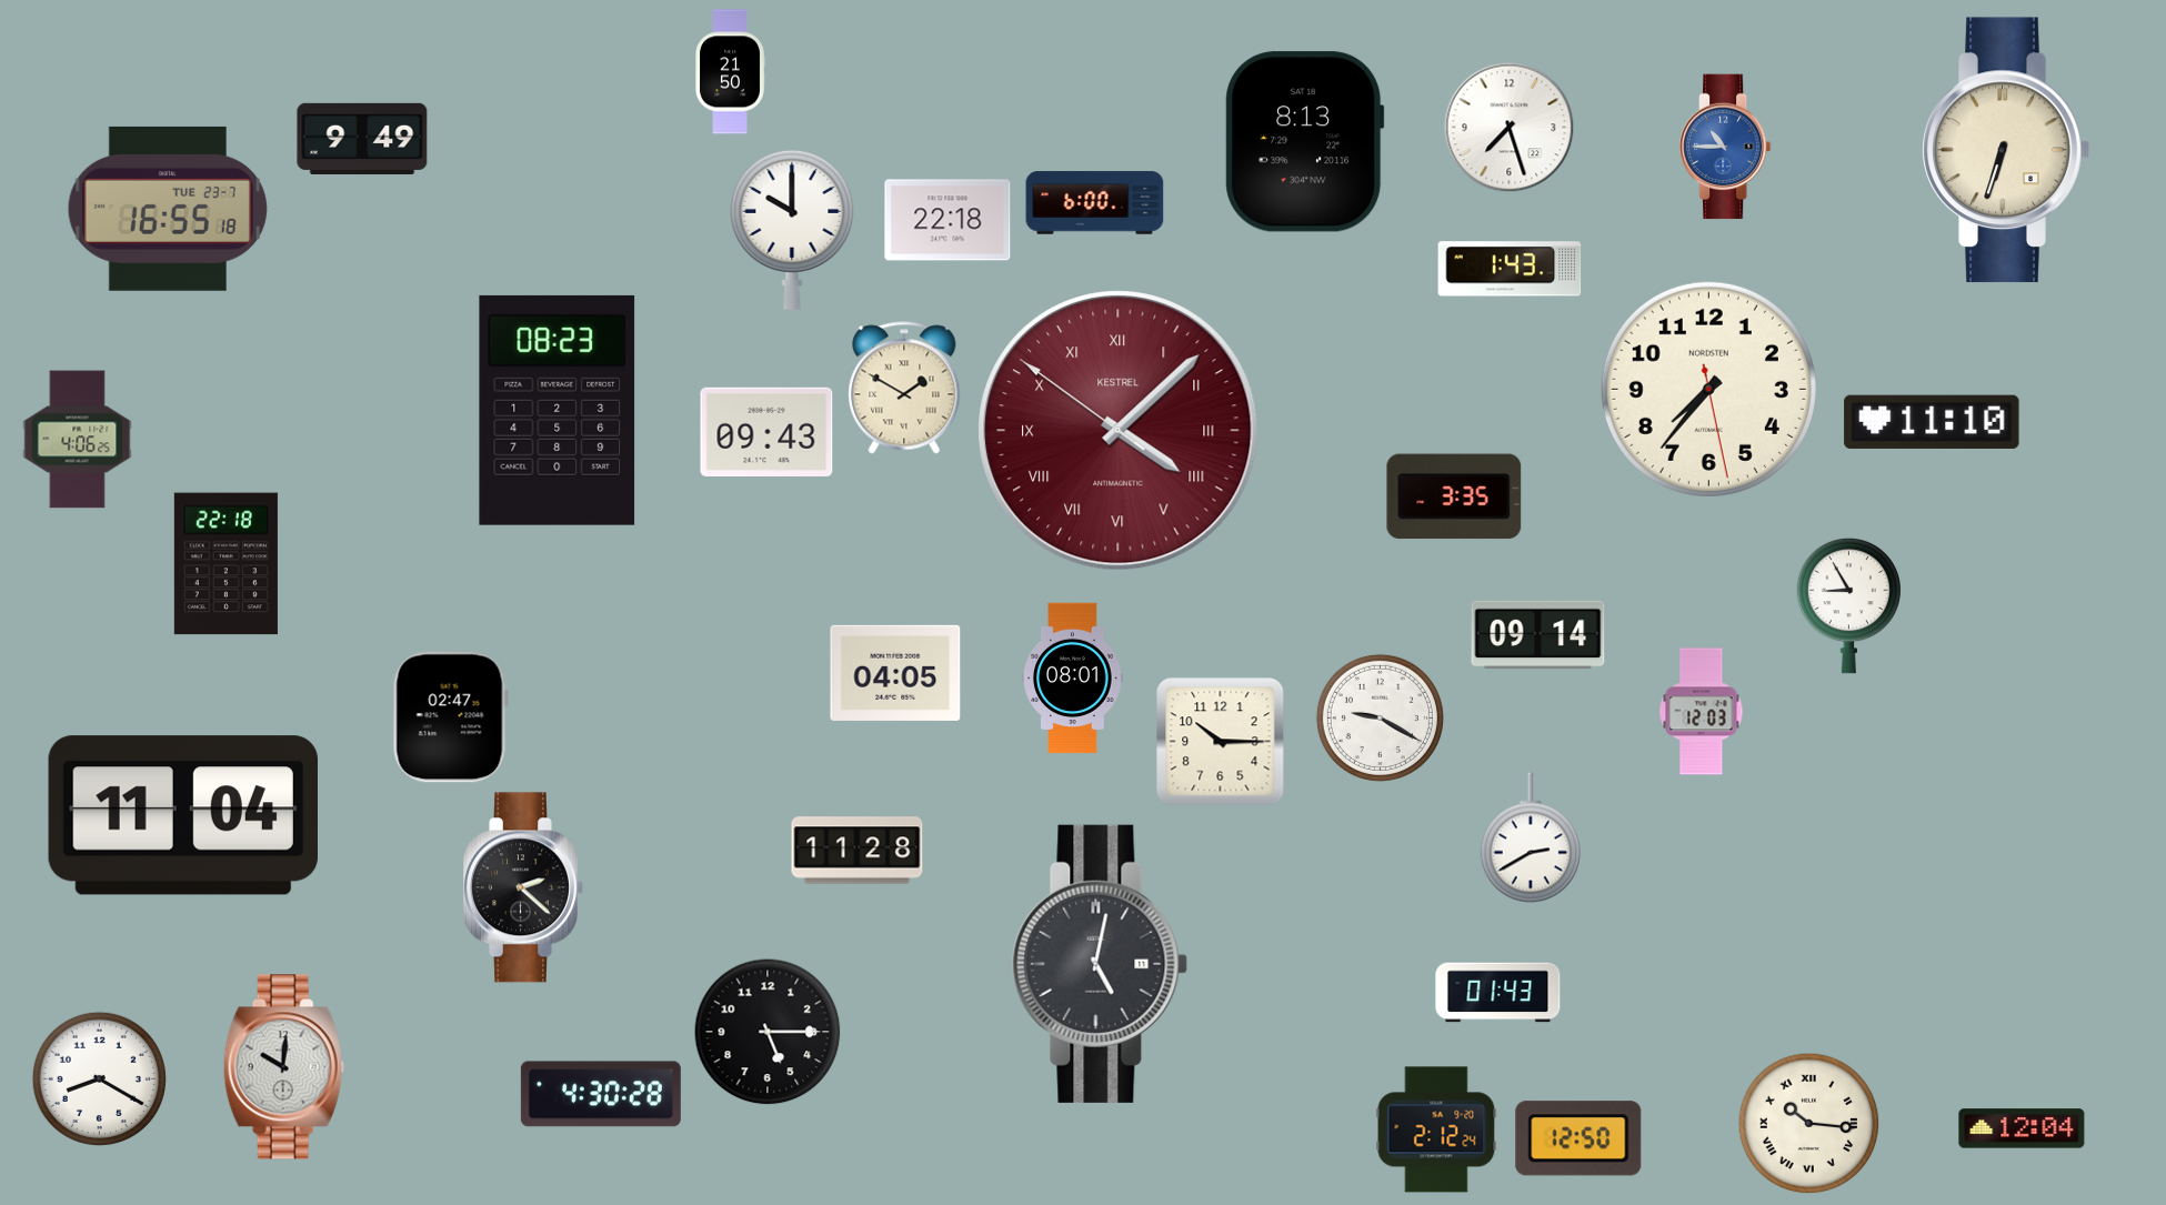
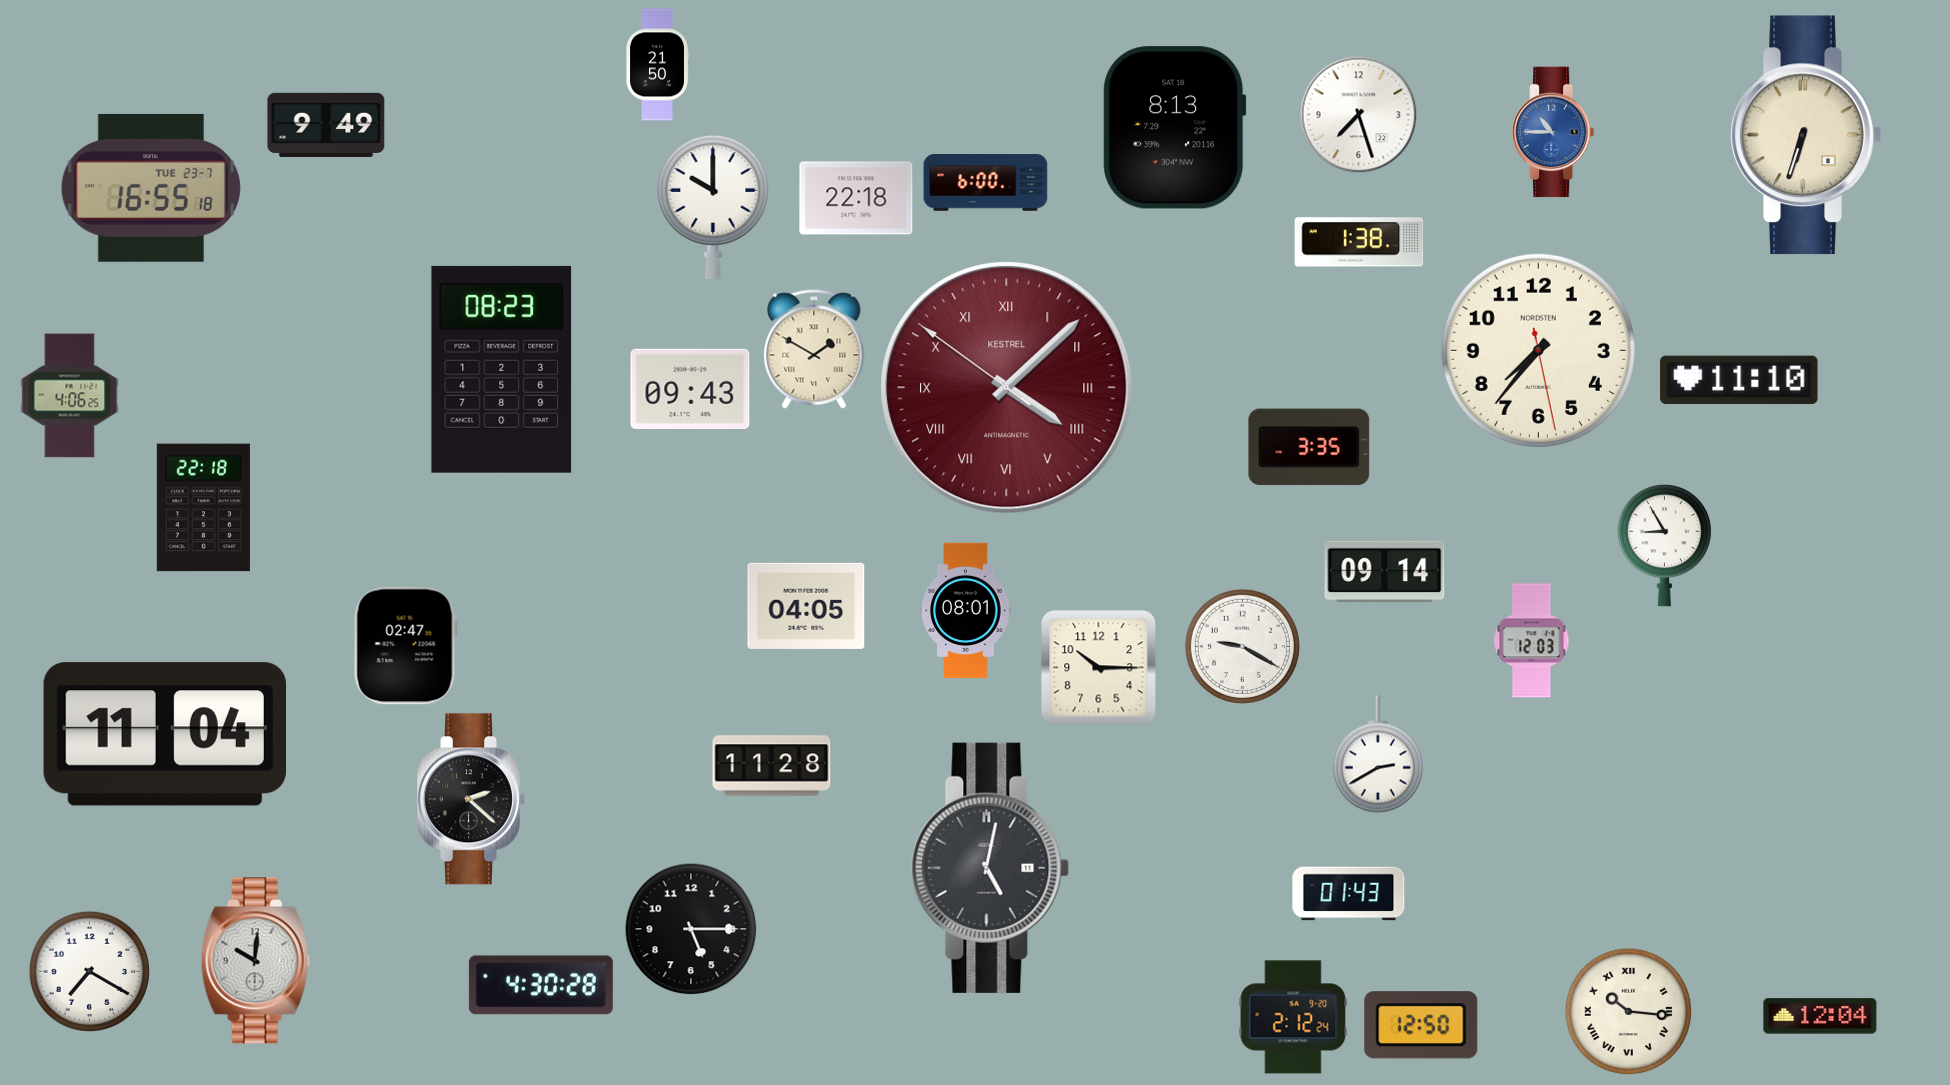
clock at (947, 220) position: (947, 220) -> (856, 198)
clock at (1510, 269): 1:43 -> 1:38
clock at (99, 1078): 8:20 -> 7:20
